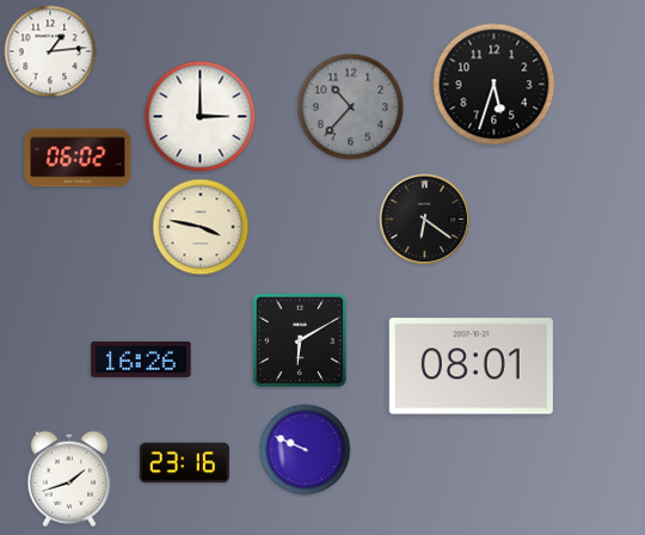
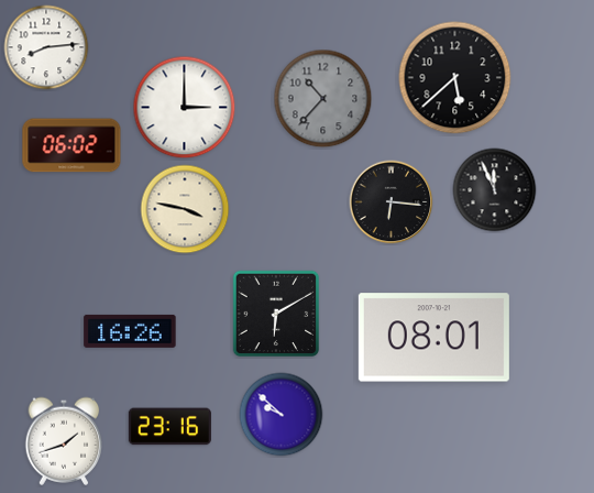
clock at (50, 51): 1:14 -> 8:14
clock at (494, 85): 5:33 -> 5:38
clock at (495, 190): none -> 11:56
clock at (425, 220): 6:21 -> 6:16
clock at (306, 450): 9:49 -> 9:52
